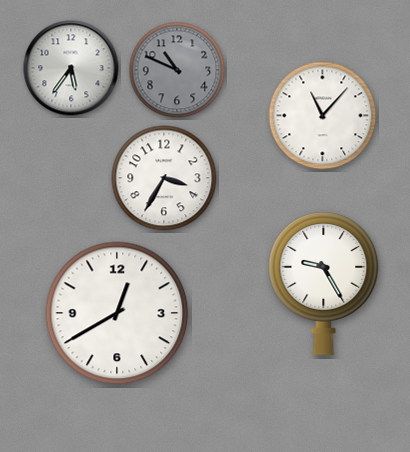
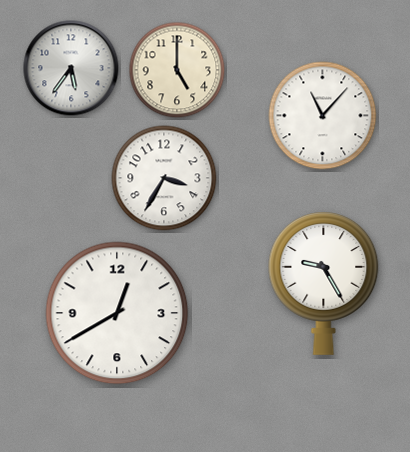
clock at (177, 70): 10:49 -> 5:00
clock at (177, 70) dial: grey -> cream
